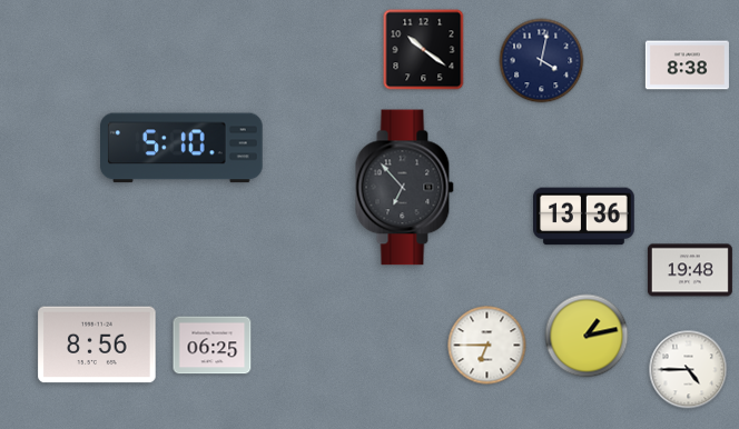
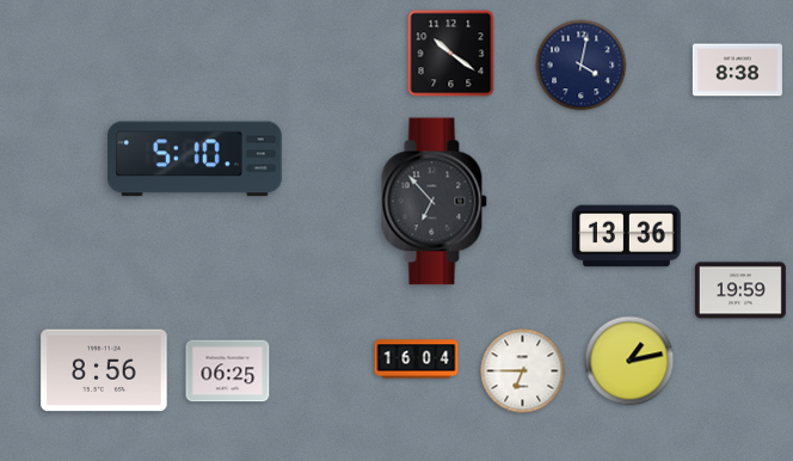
clock at (424, 50) position: (424, 50) -> (451, 54)
clock at (584, 217) position: (584, 217) -> (627, 236)
clock at (690, 270): 19:48 -> 19:59
clock at (417, 359): none -> 16:04
clock at (689, 370): 4:45 -> none
